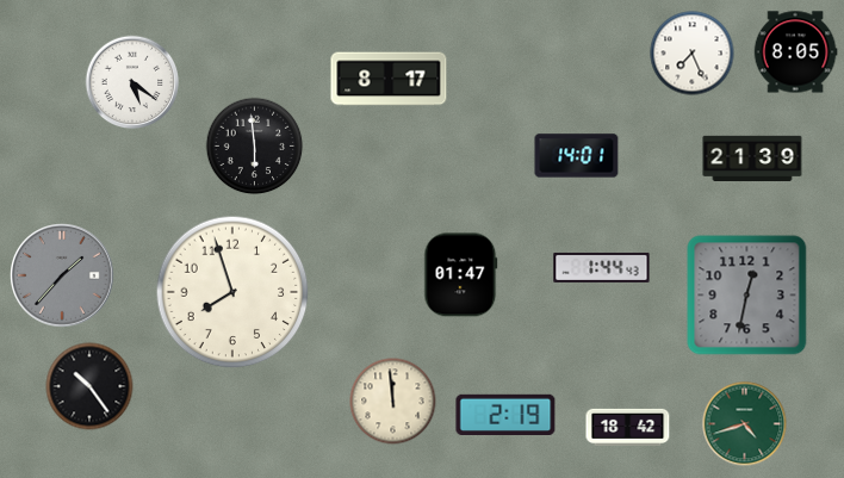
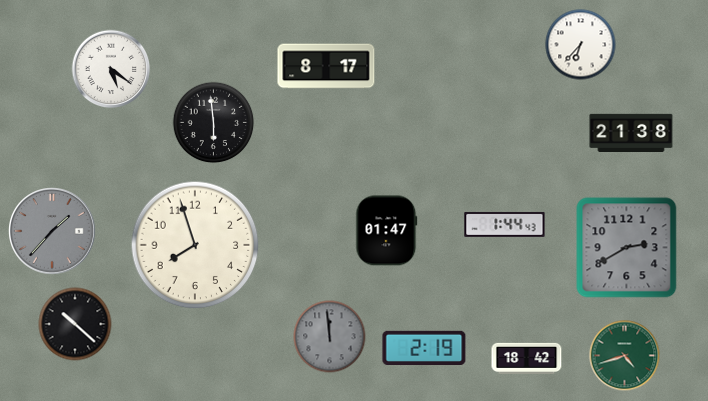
clock at (795, 52): 8:05 -> none
clock at (693, 54): 7:26 -> 6:37
clock at (577, 156): 14:01 -> none
clock at (752, 157): 21:39 -> 21:38
clock at (747, 296): 12:32 -> 2:40
clock at (89, 386): 10:24 -> 10:22
clock at (393, 402) dial: cream -> grey
